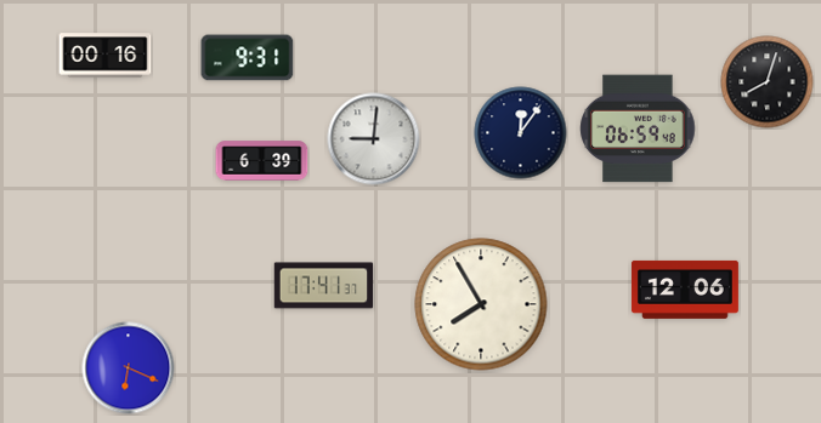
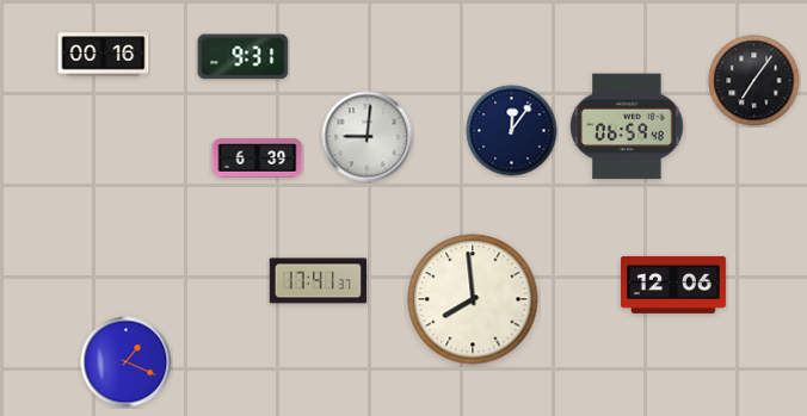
clock at (768, 82): 8:03 -> 7:06
clock at (481, 304): 7:55 -> 7:59
clock at (129, 368): 6:19 -> 1:19
